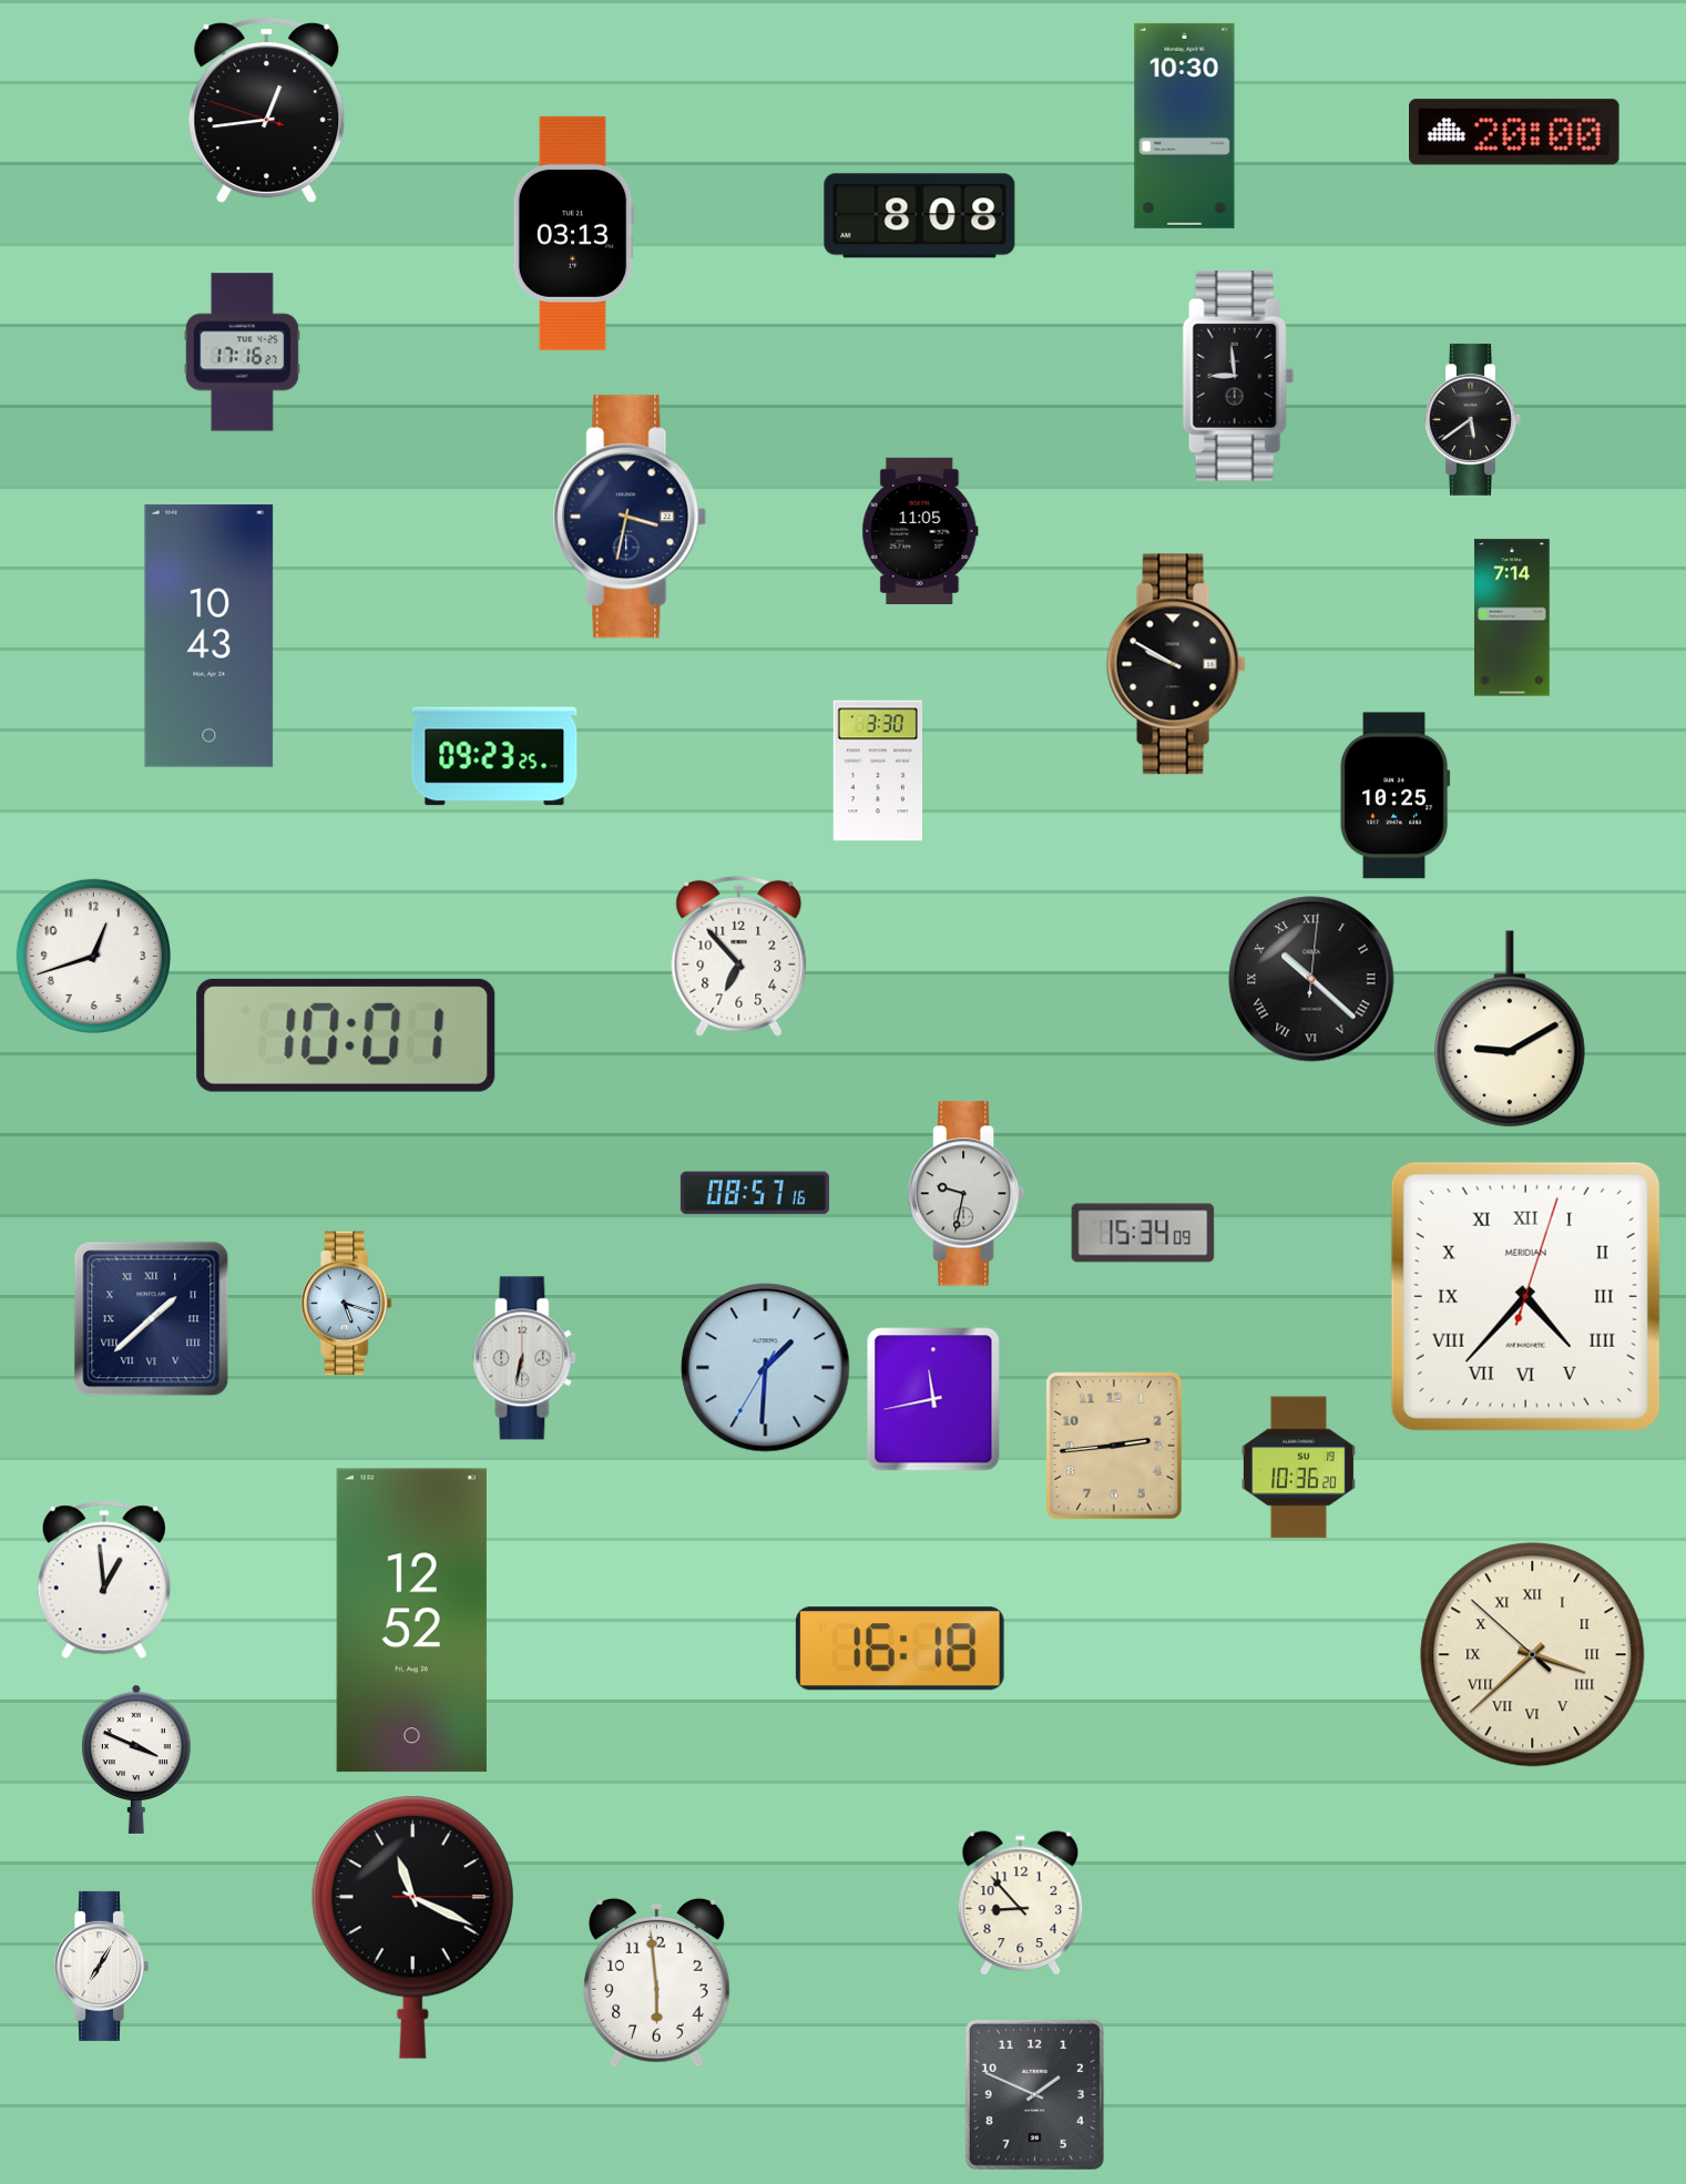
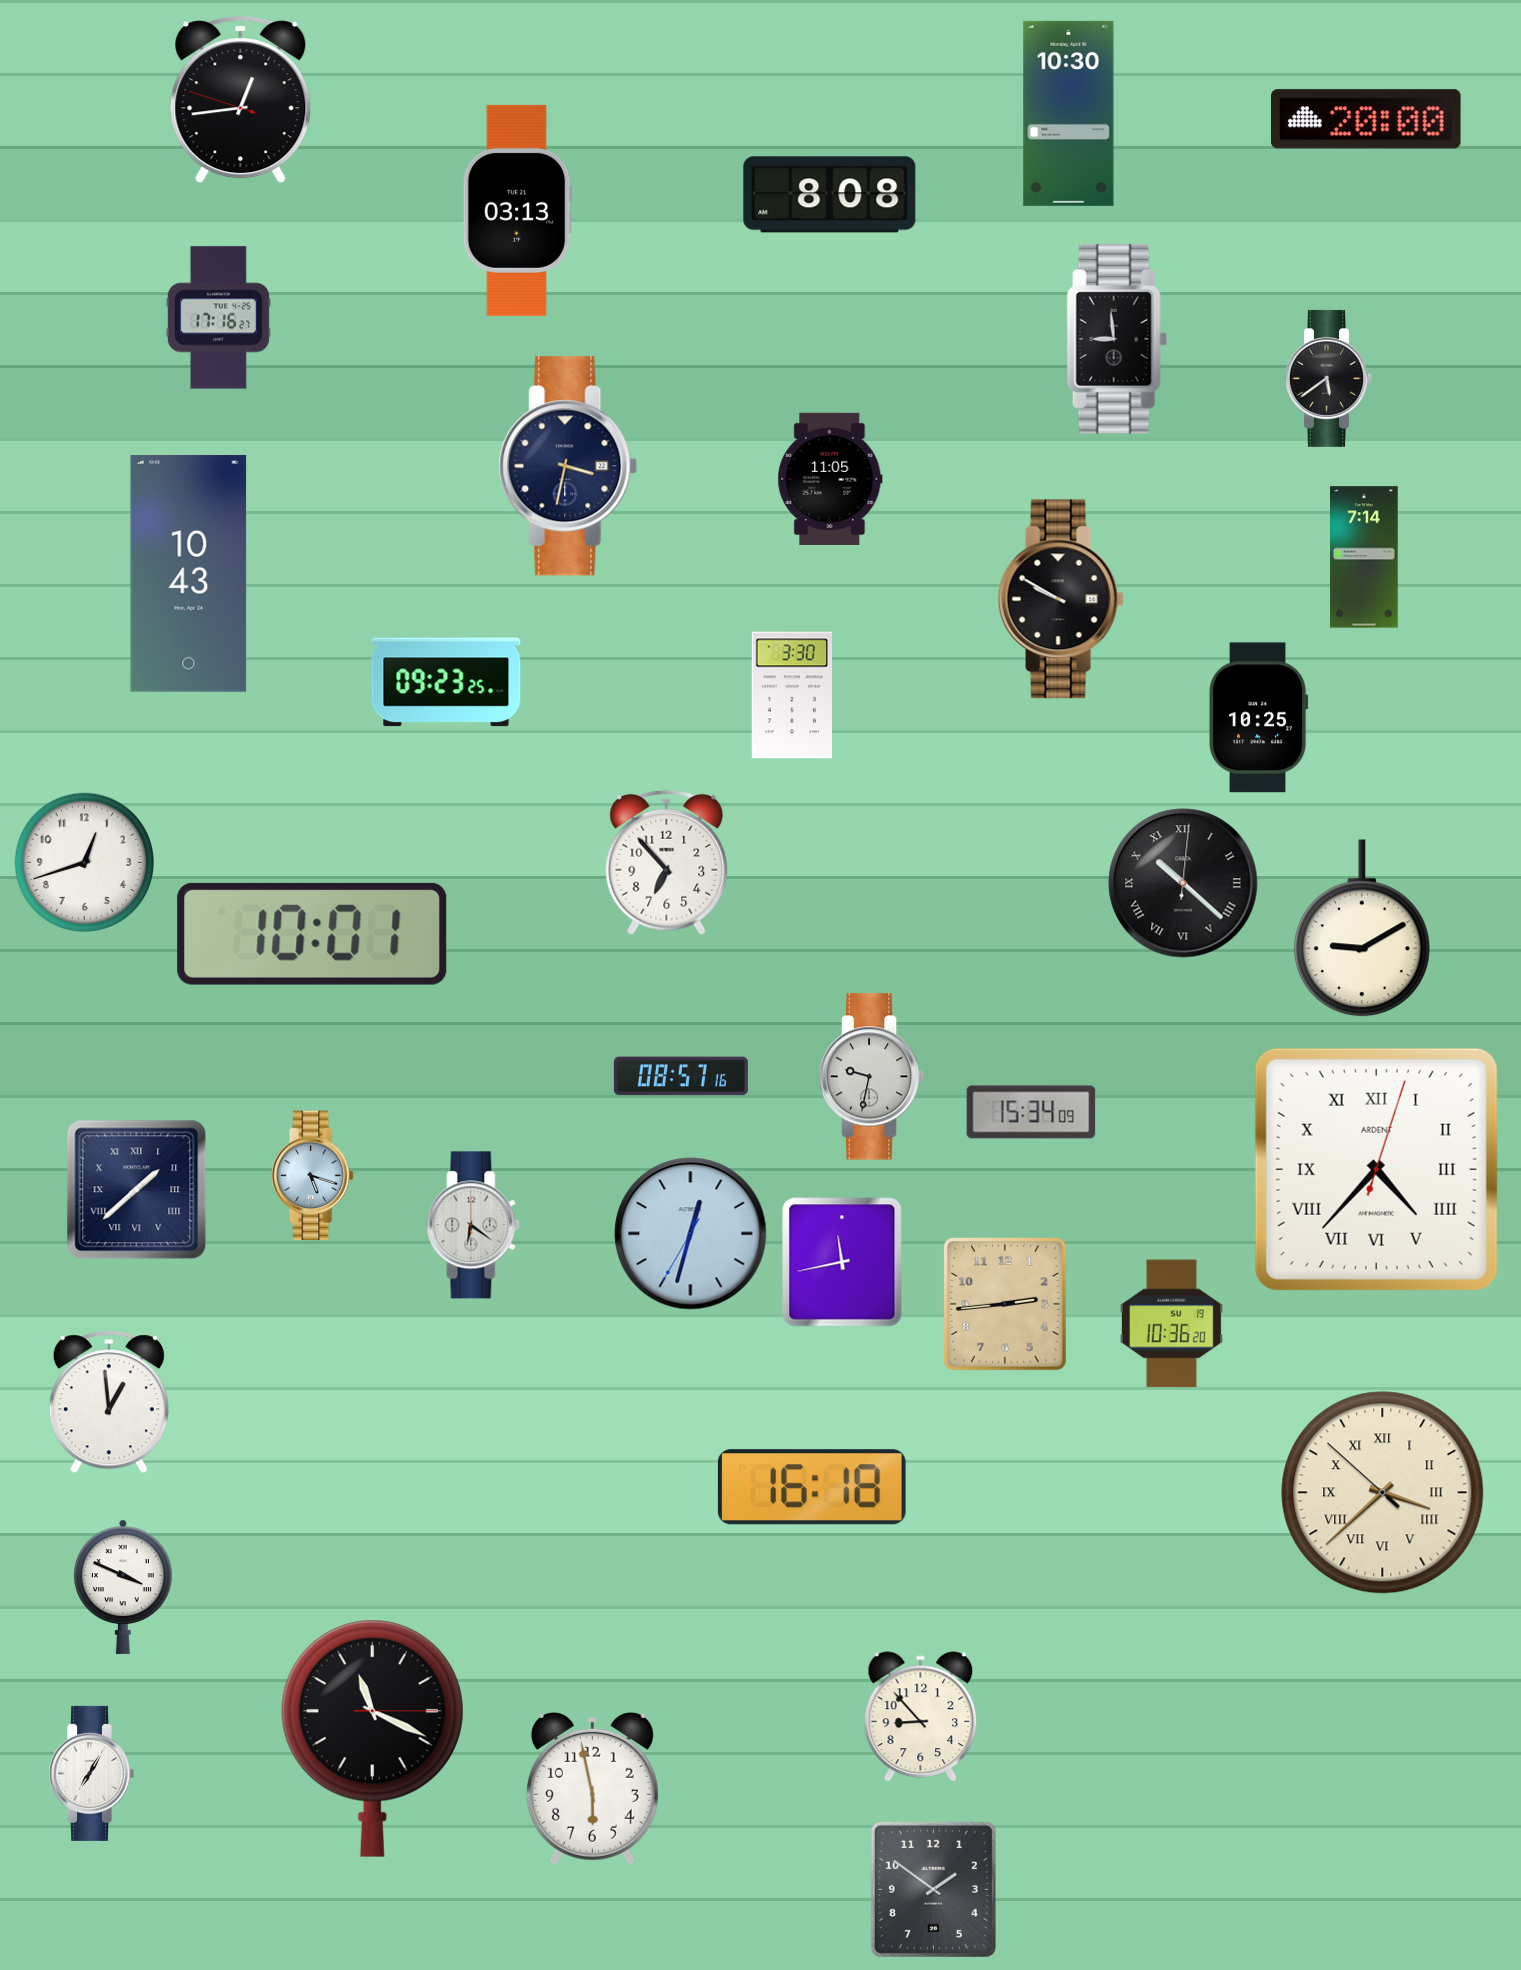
clock at (1525, 1296) brand: MERIDIAN -> ARDENT
clock at (524, 1358): 6:32 -> 6:21
clock at (766, 1368): 1:30 -> 12:32
clock at (104, 1580) position: (104, 1580) -> (109, 1402)
clock at (411, 1621): 12:52 -> none
clock at (656, 1982): 5:59 -> 5:58
clock at (1034, 2094): 1:49 -> 1:51
